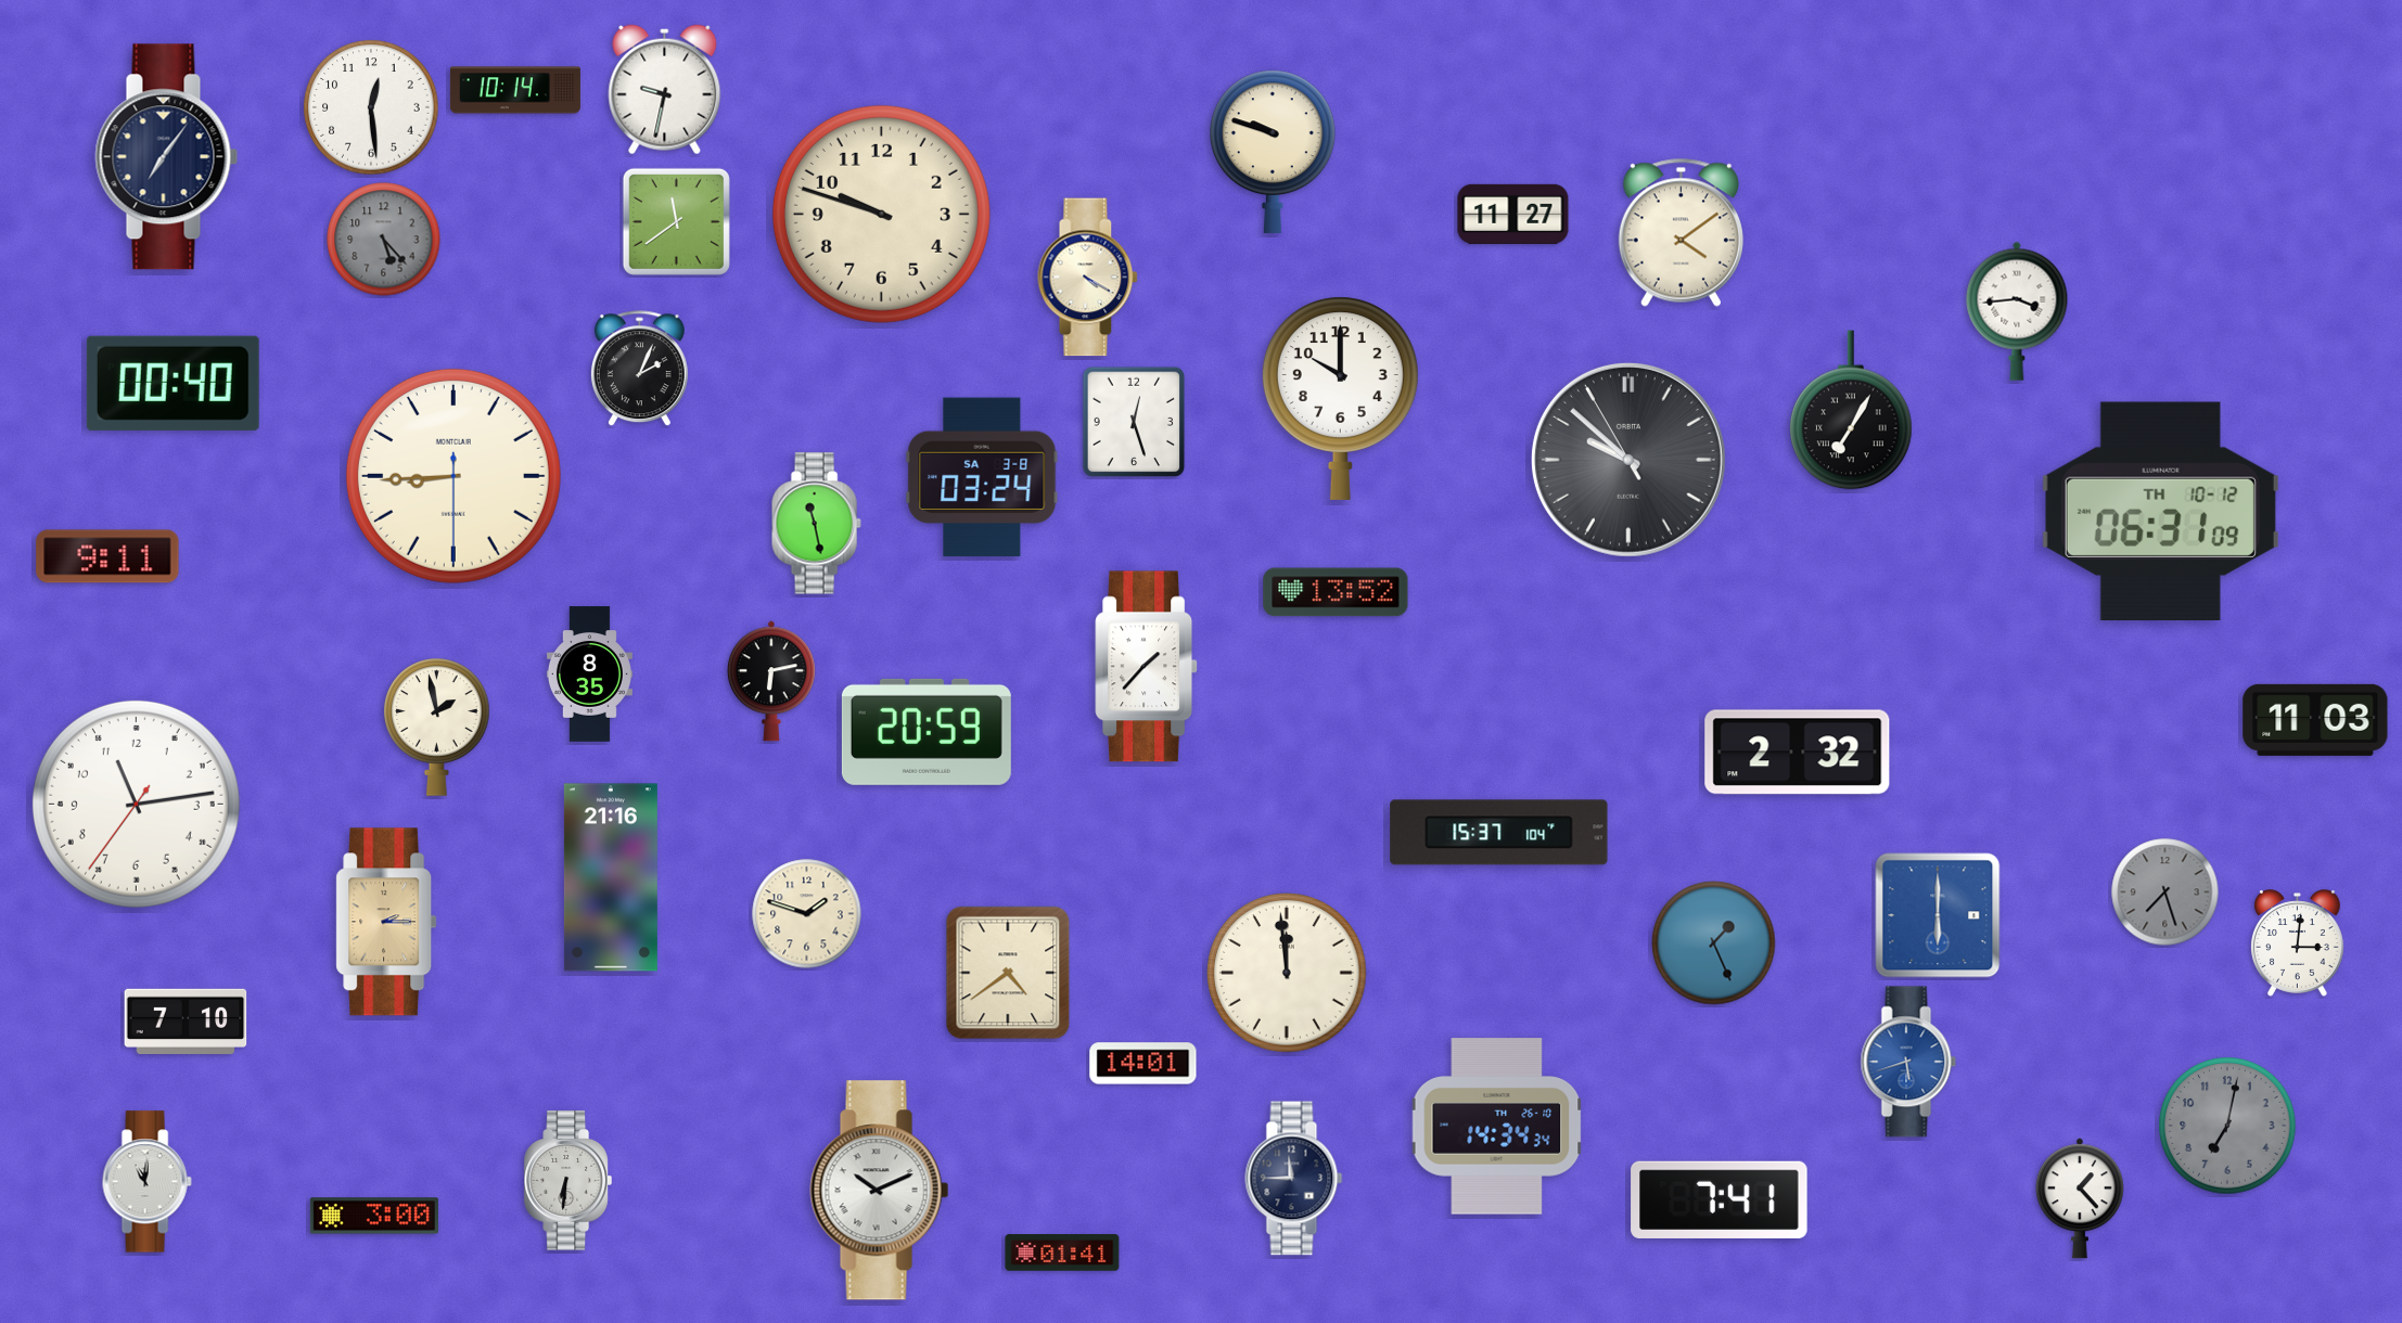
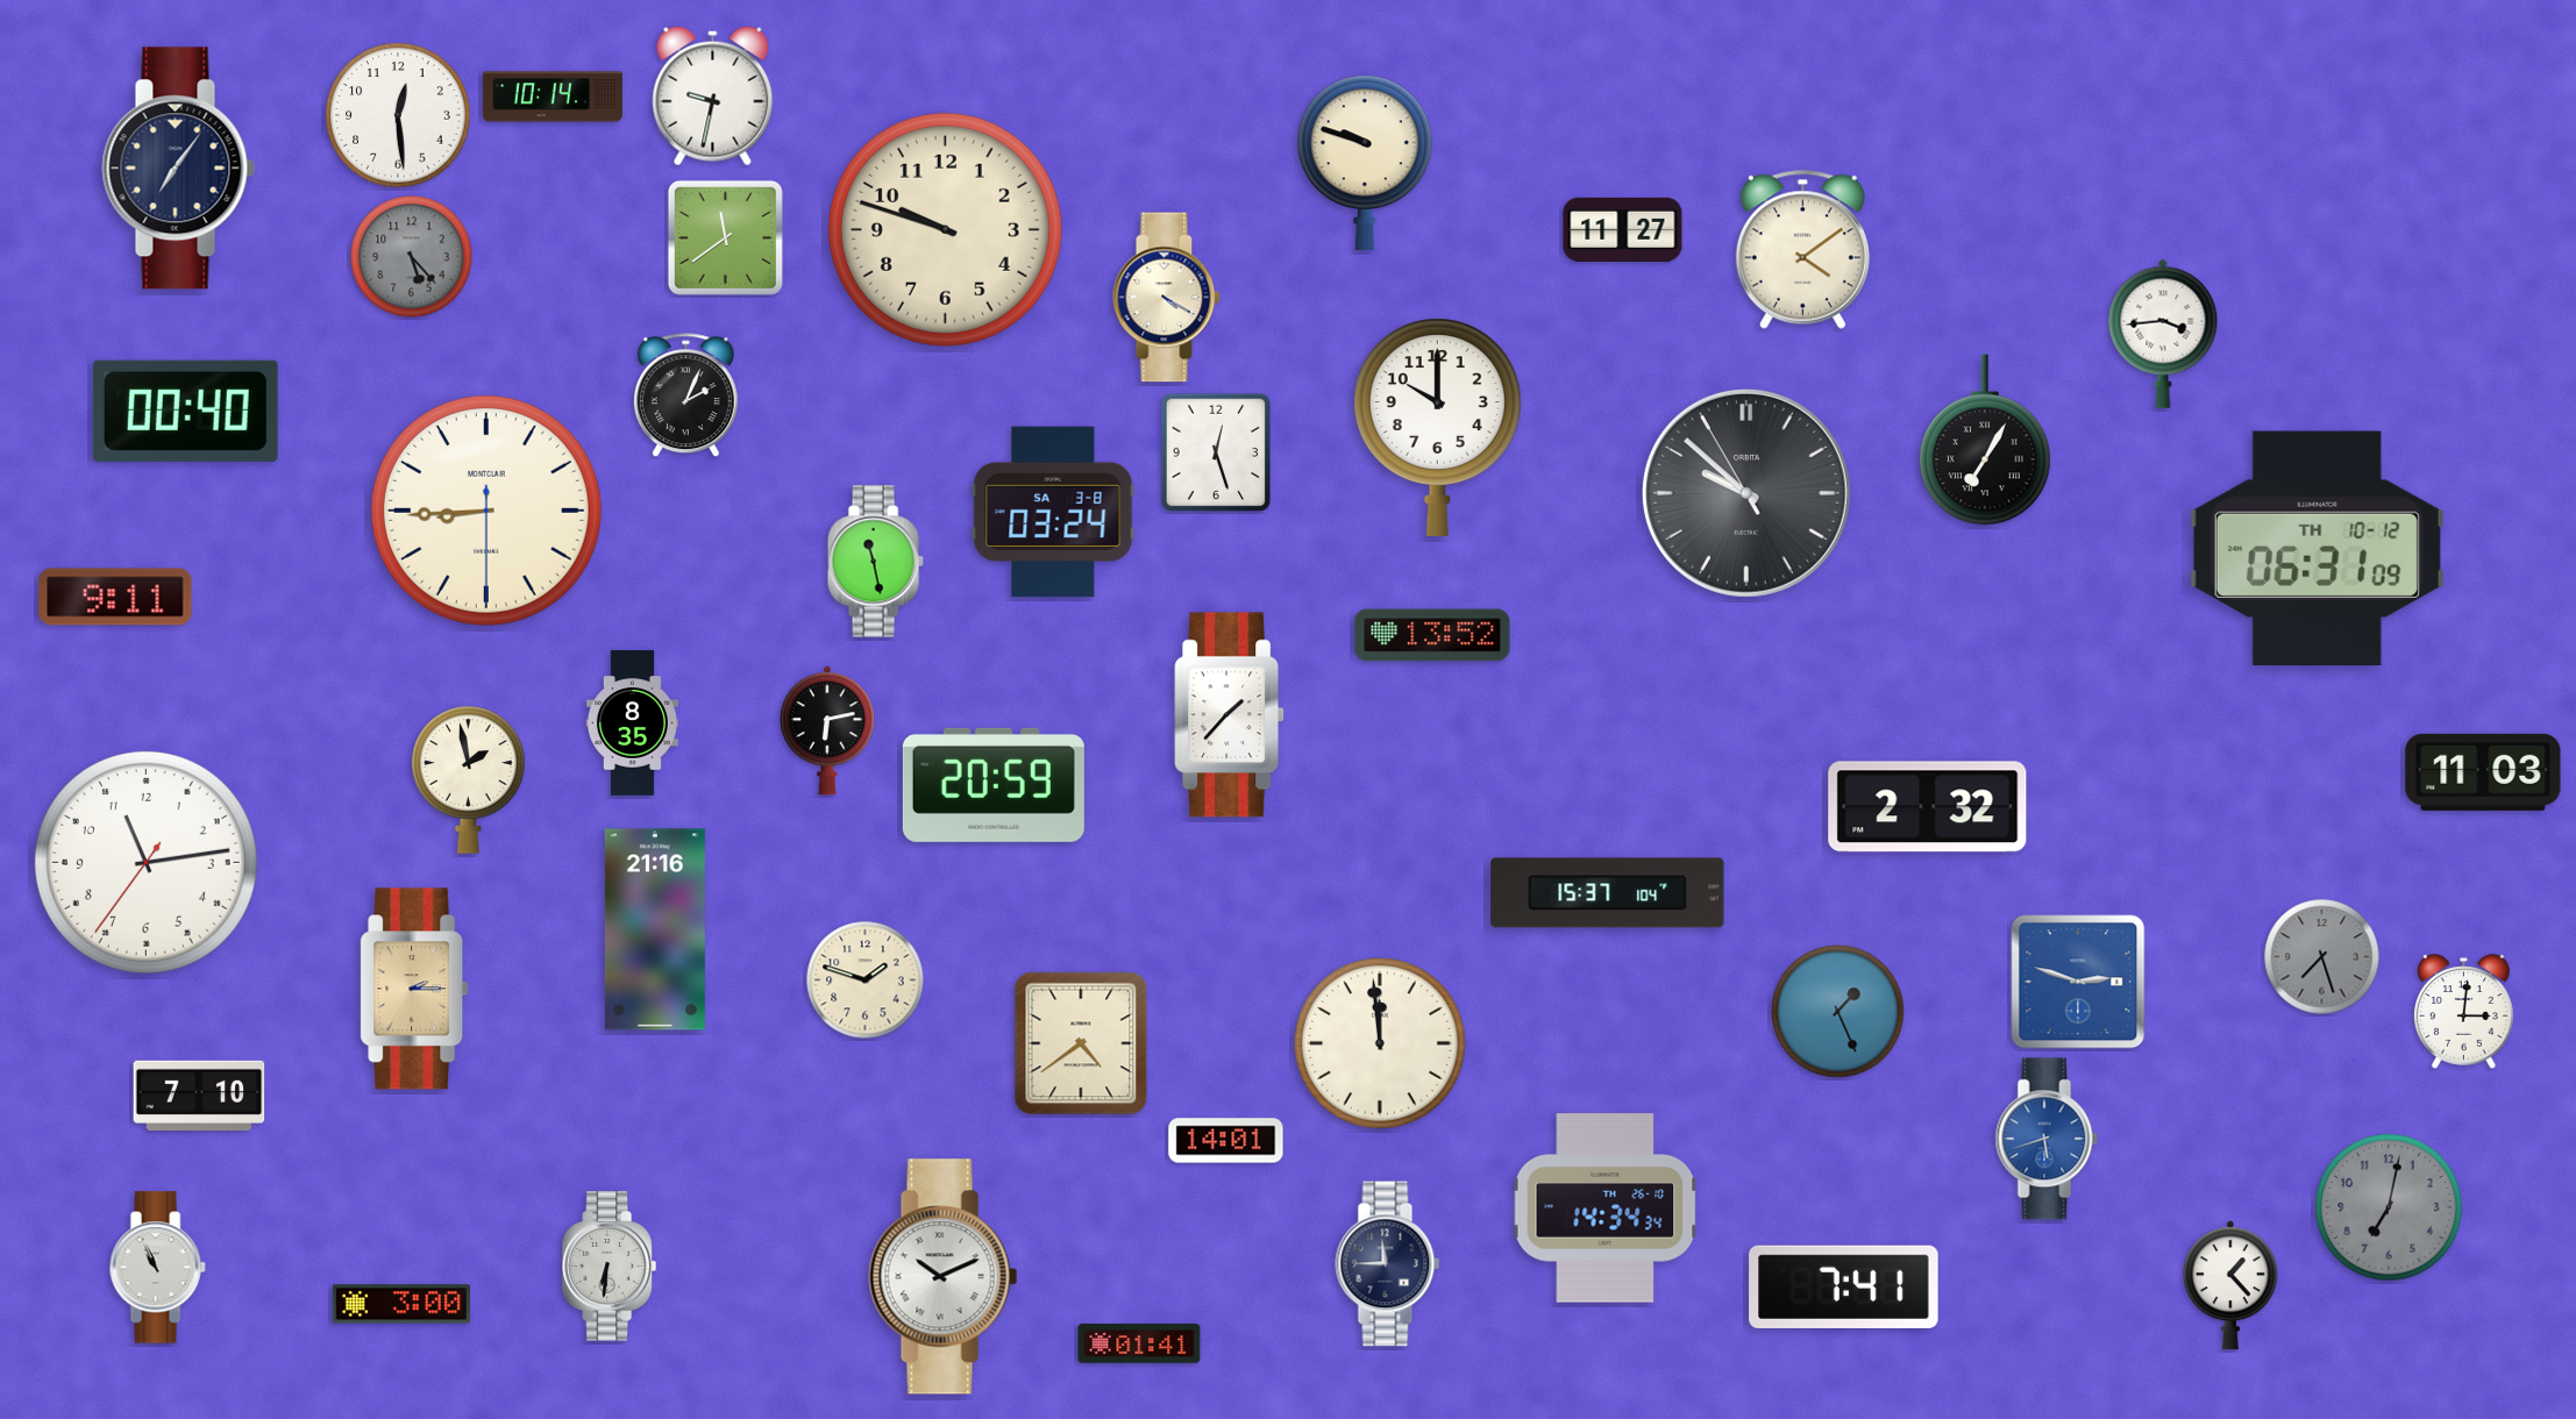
clock at (611, 877) position: (611, 877) -> (655, 929)
clock at (1938, 915): 6:00 -> 2:48
clock at (146, 1182): 11:01 -> 10:56
